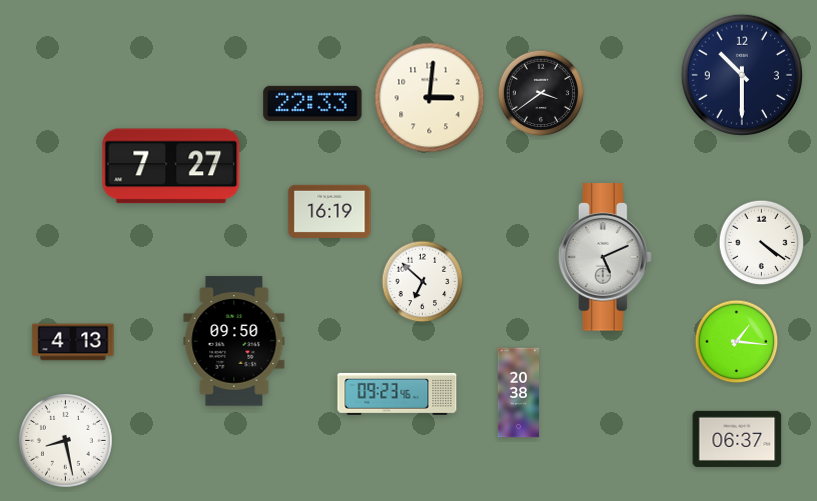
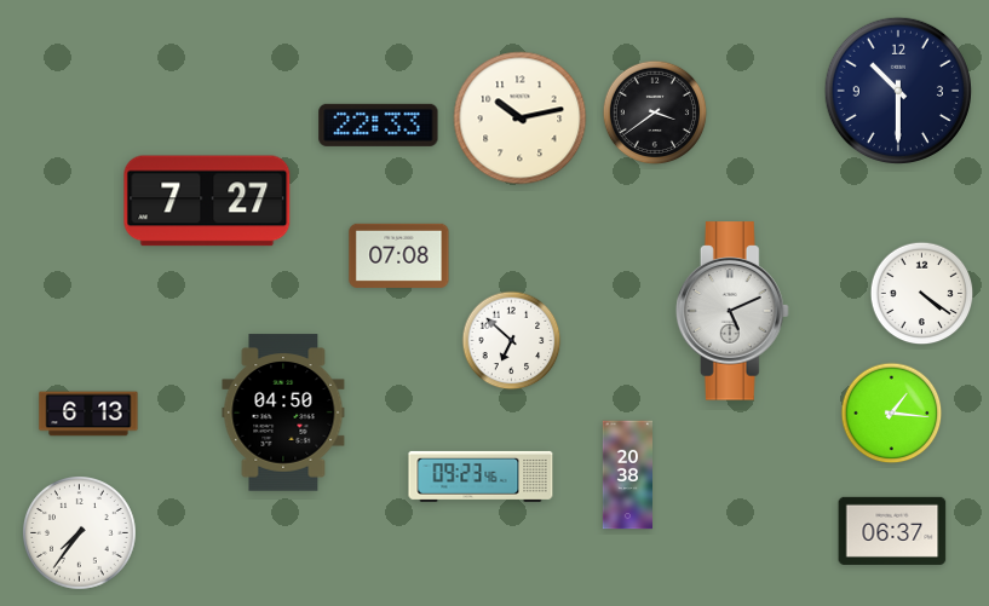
clock at (430, 98): 3:01 -> 10:13
clock at (330, 211): 16:19 -> 07:08
clock at (234, 341): 09:50 -> 04:50
clock at (73, 342): 4:13 -> 6:13
clock at (66, 441): 8:28 -> 7:36
